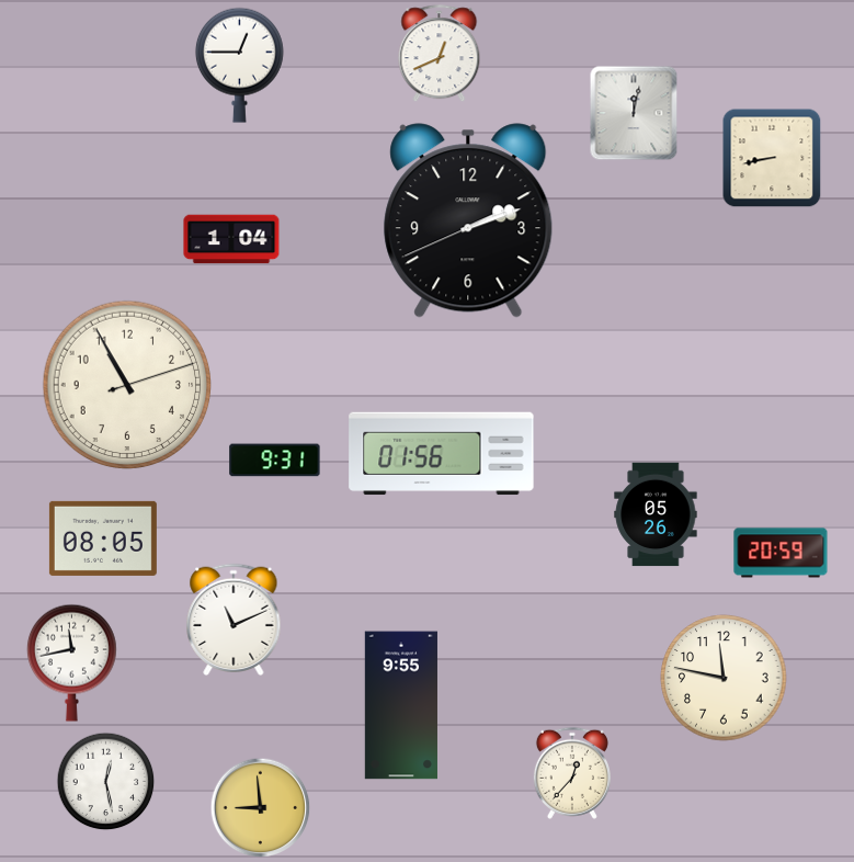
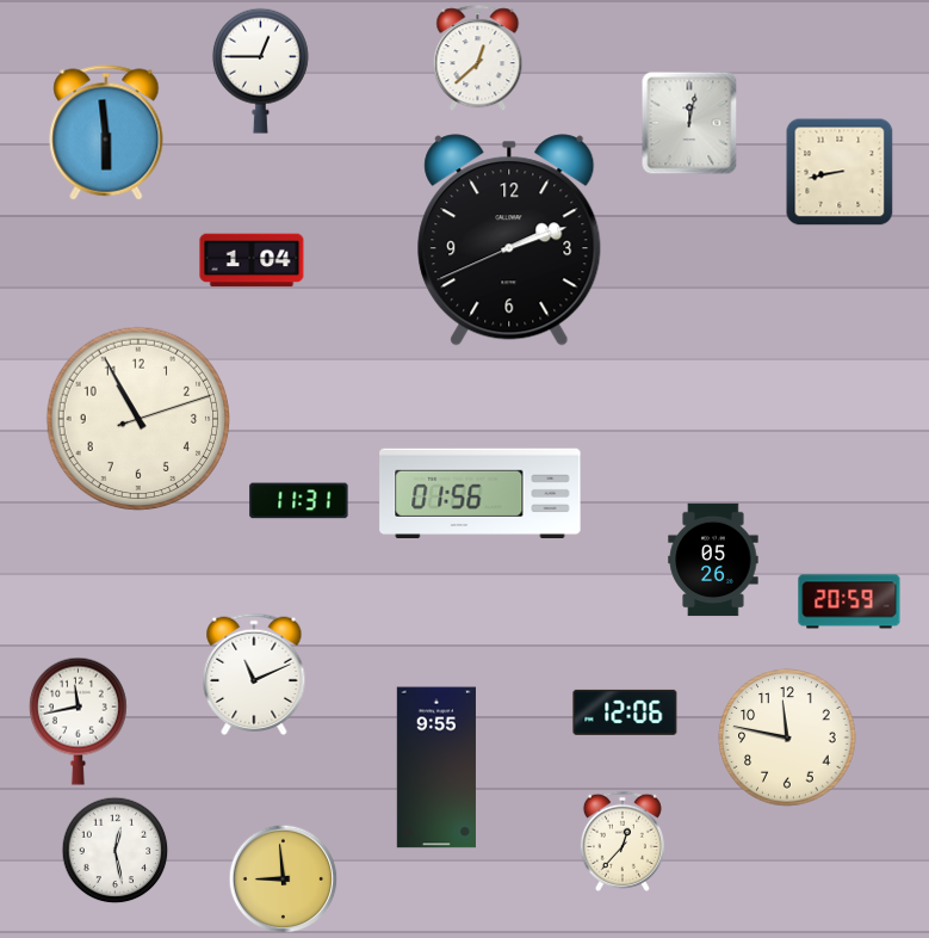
clock at (440, 54): 12:41 -> 12:38
clock at (106, 132): none -> 5:59
clock at (275, 461): 9:31 -> 11:31
clock at (103, 538): 08:05 -> none
clock at (625, 712): none -> 12:06
